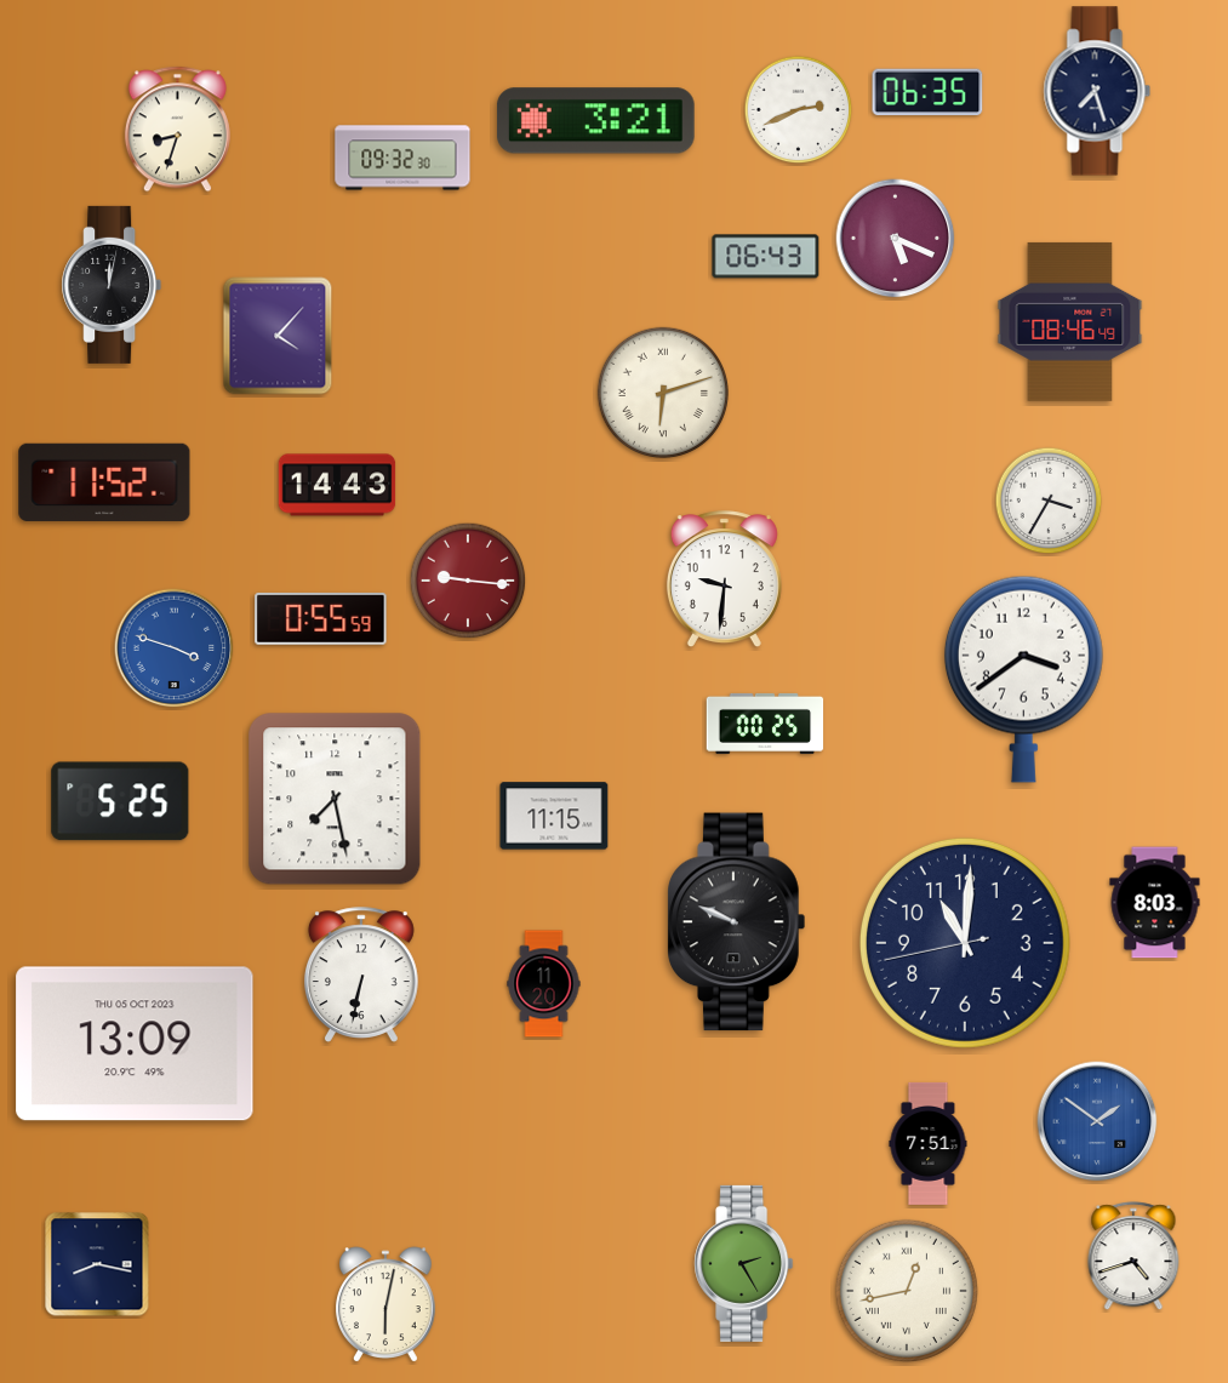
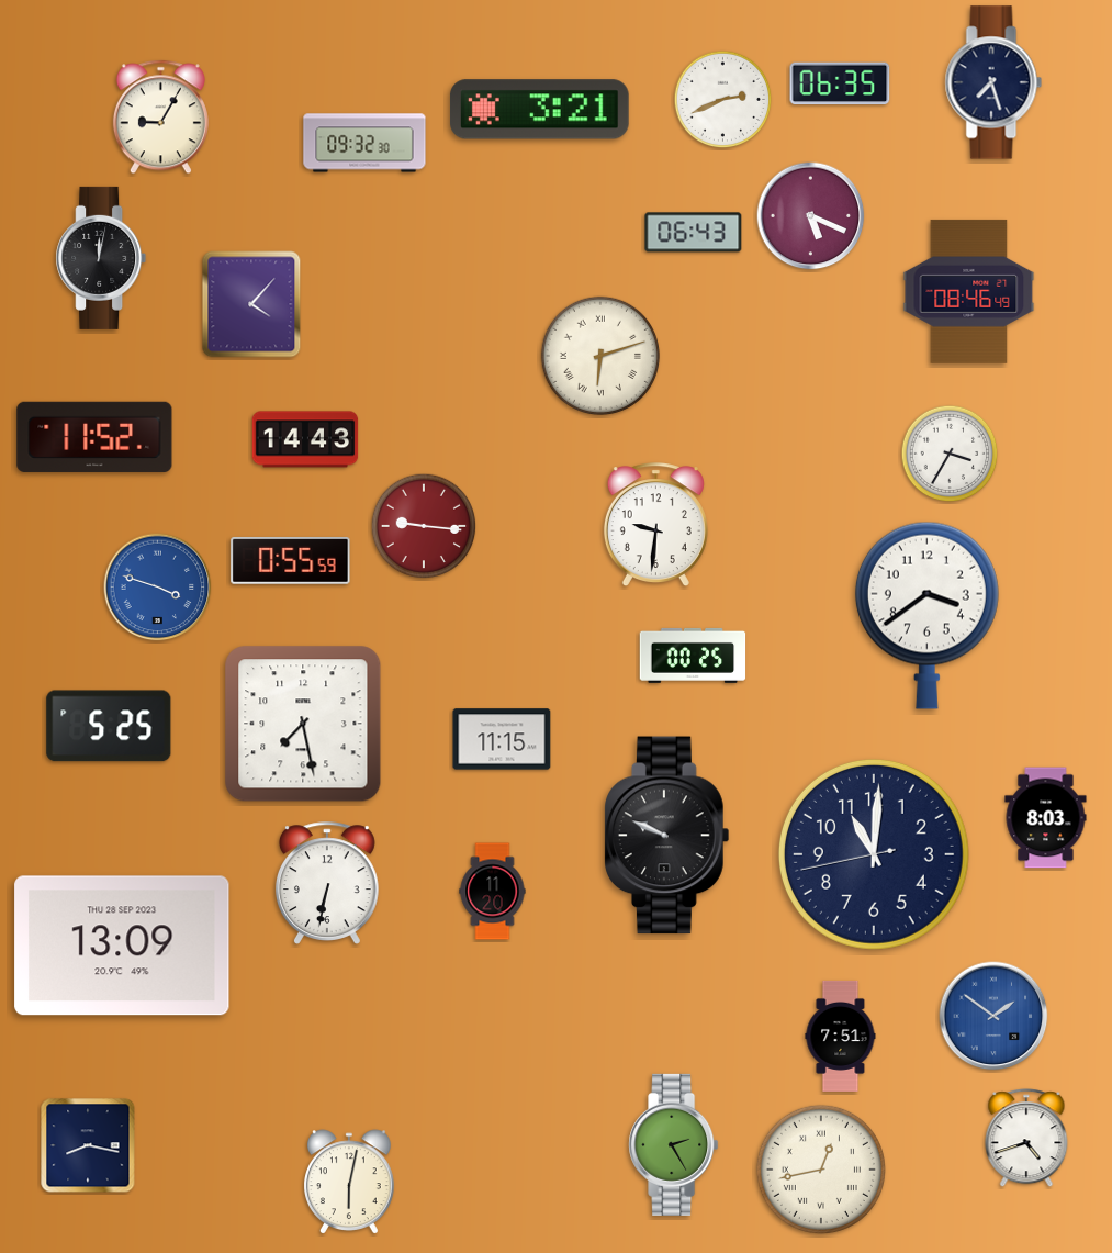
clock at (177, 130): 8:33 -> 9:05
clock at (135, 1044) date: THU 05 OCT 2023 -> THU 28 SEP 2023
